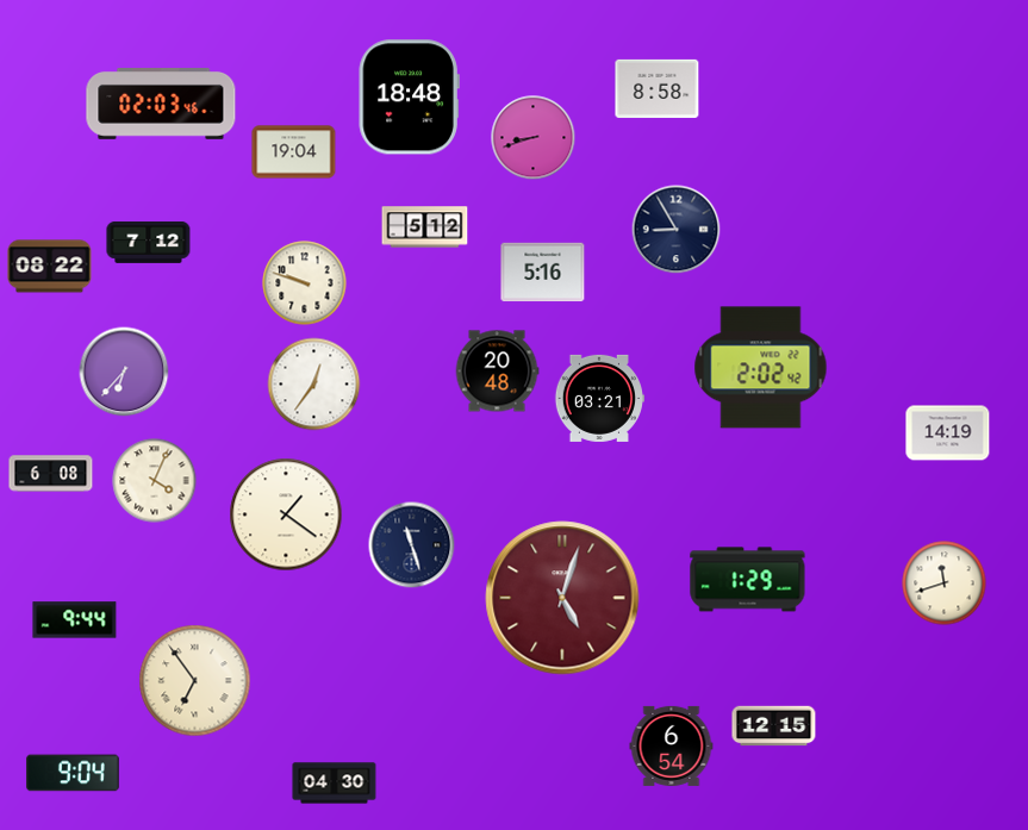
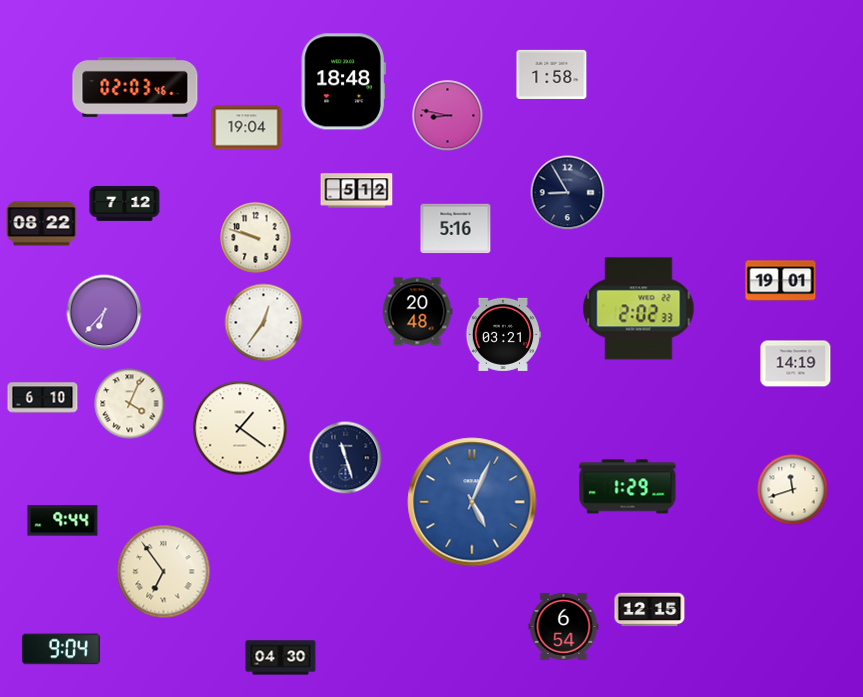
clock at (658, 88): 8:58 -> 1:58
clock at (534, 138): 8:42 -> 8:47
clock at (781, 281): none -> 19:01
clock at (761, 368): 2:02:42 -> 2:02:33
clock at (51, 474): 6:08 -> 6:10
clock at (286, 514) position: (286, 514) -> (240, 428)
clock at (562, 598): 5:03 -> 5:04
clock at (562, 598) dial: burgundy -> blue
